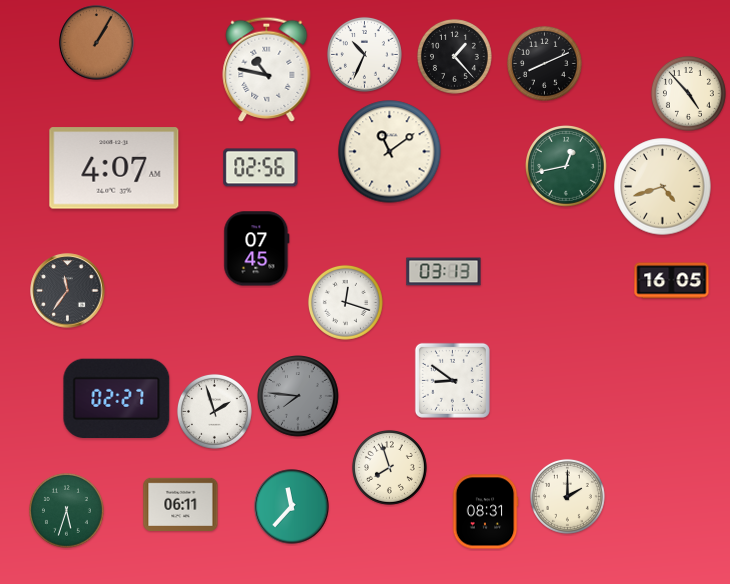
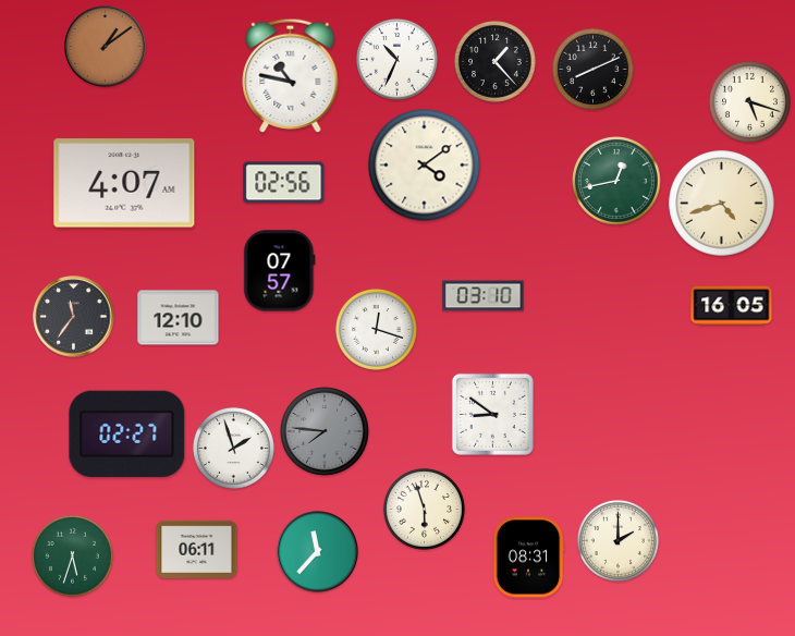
clock at (97, 43): 1:05 -> 1:09
clock at (688, 93): 4:53 -> 5:18
clock at (390, 152): 11:09 -> 4:09
clock at (257, 249): 07:45 -> 07:57
clock at (444, 272): 03:13 -> 03:10
clock at (179, 318): none -> 12:10
clock at (389, 467): 7:57 -> 5:57
